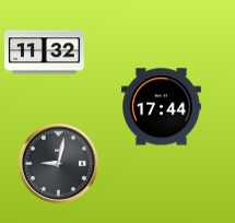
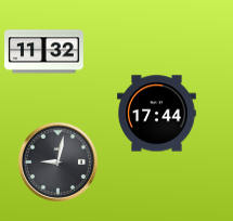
clock at (162, 107) position: (162, 107) -> (157, 114)
